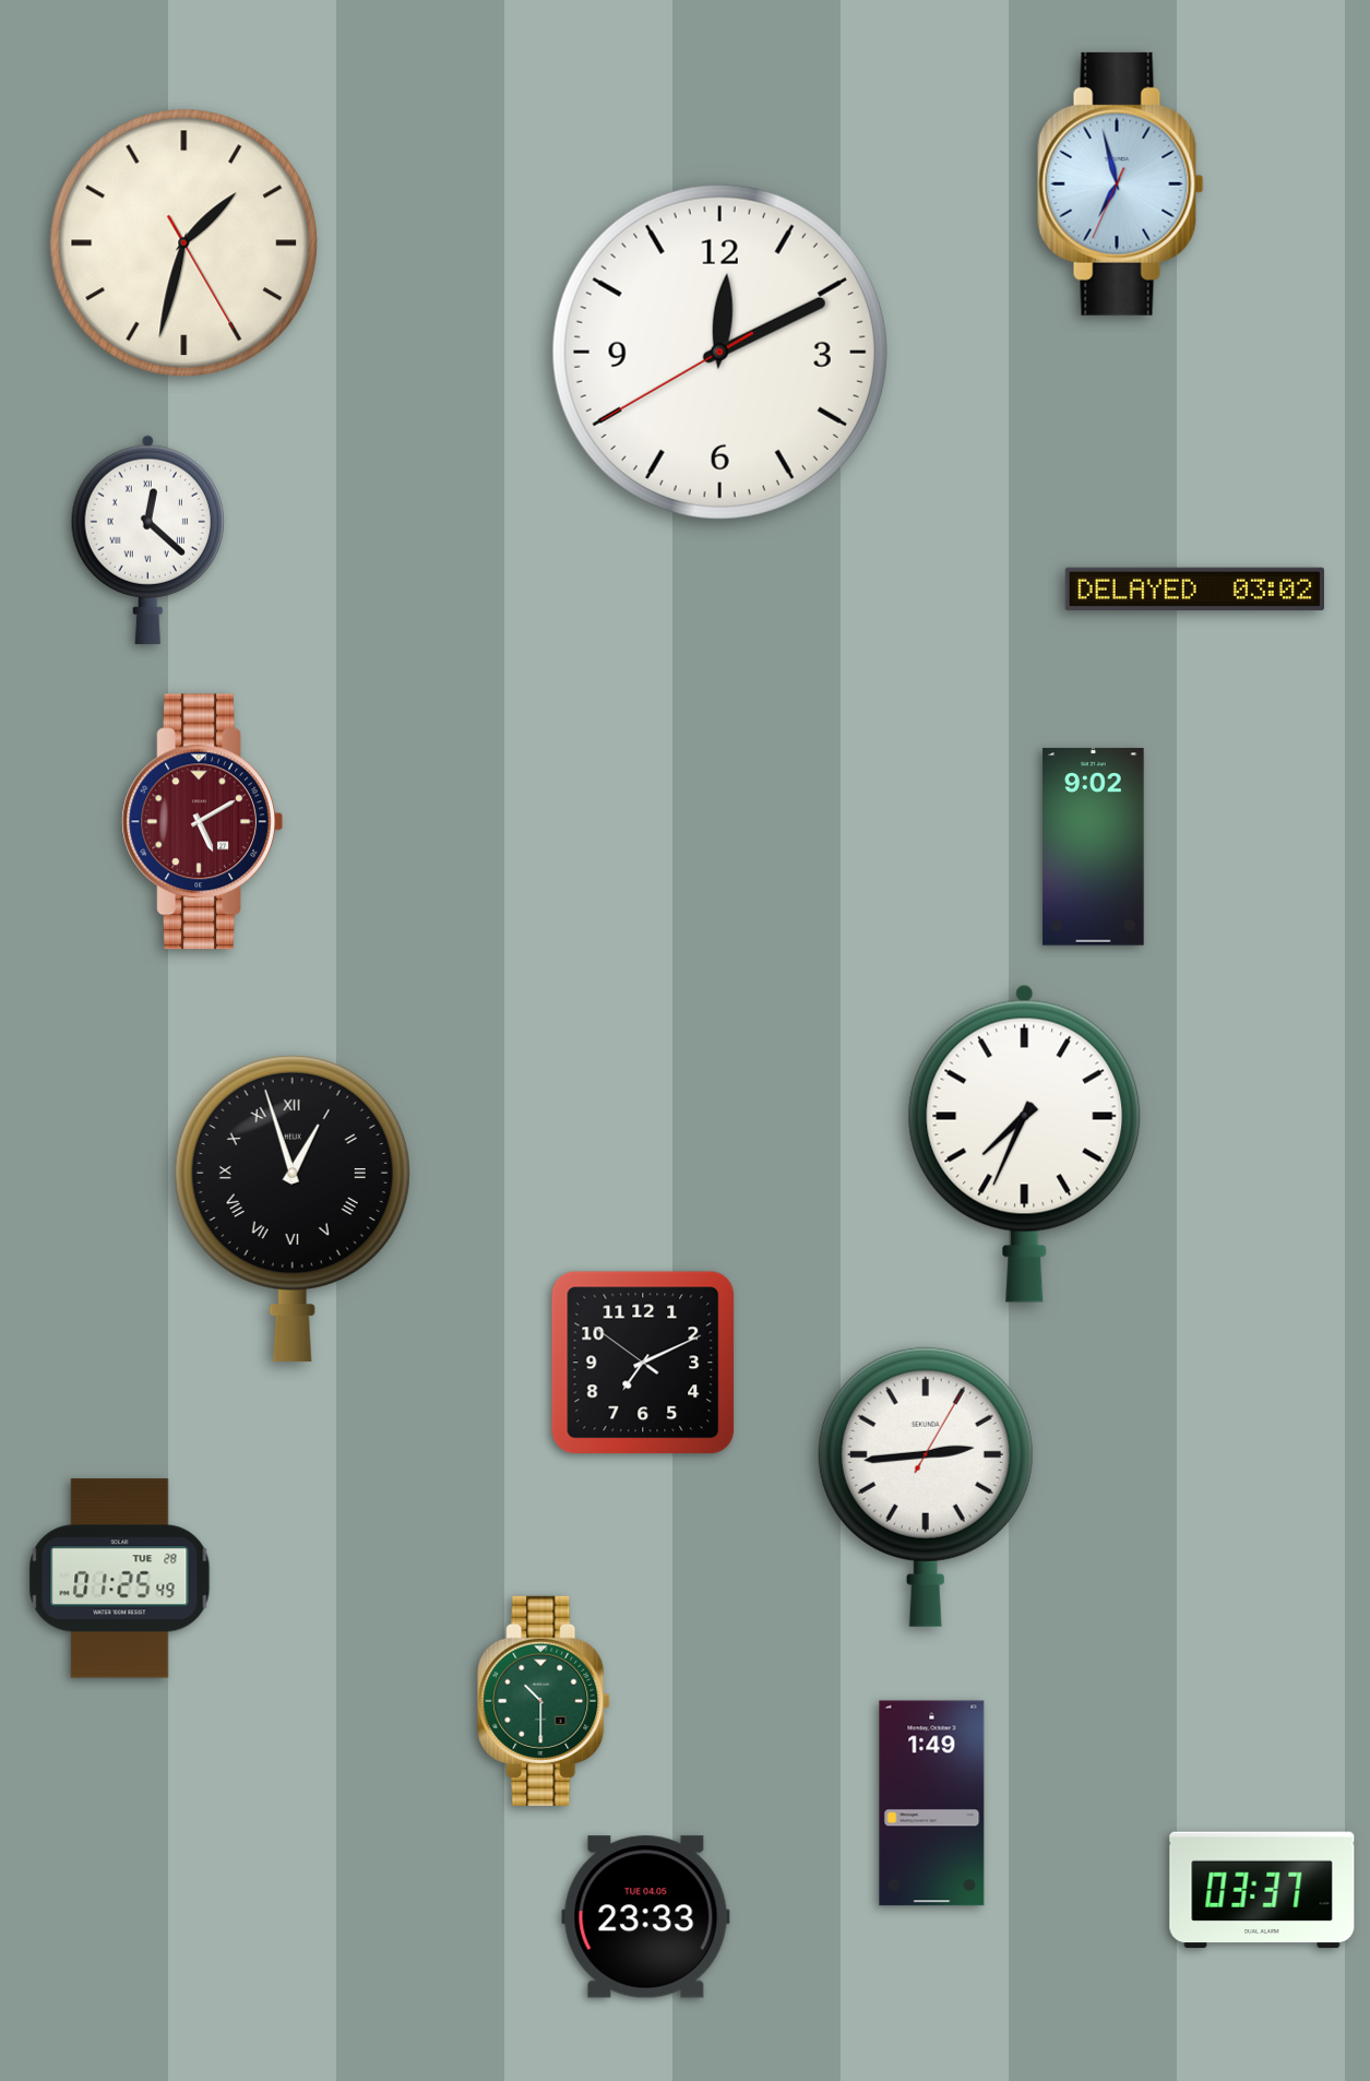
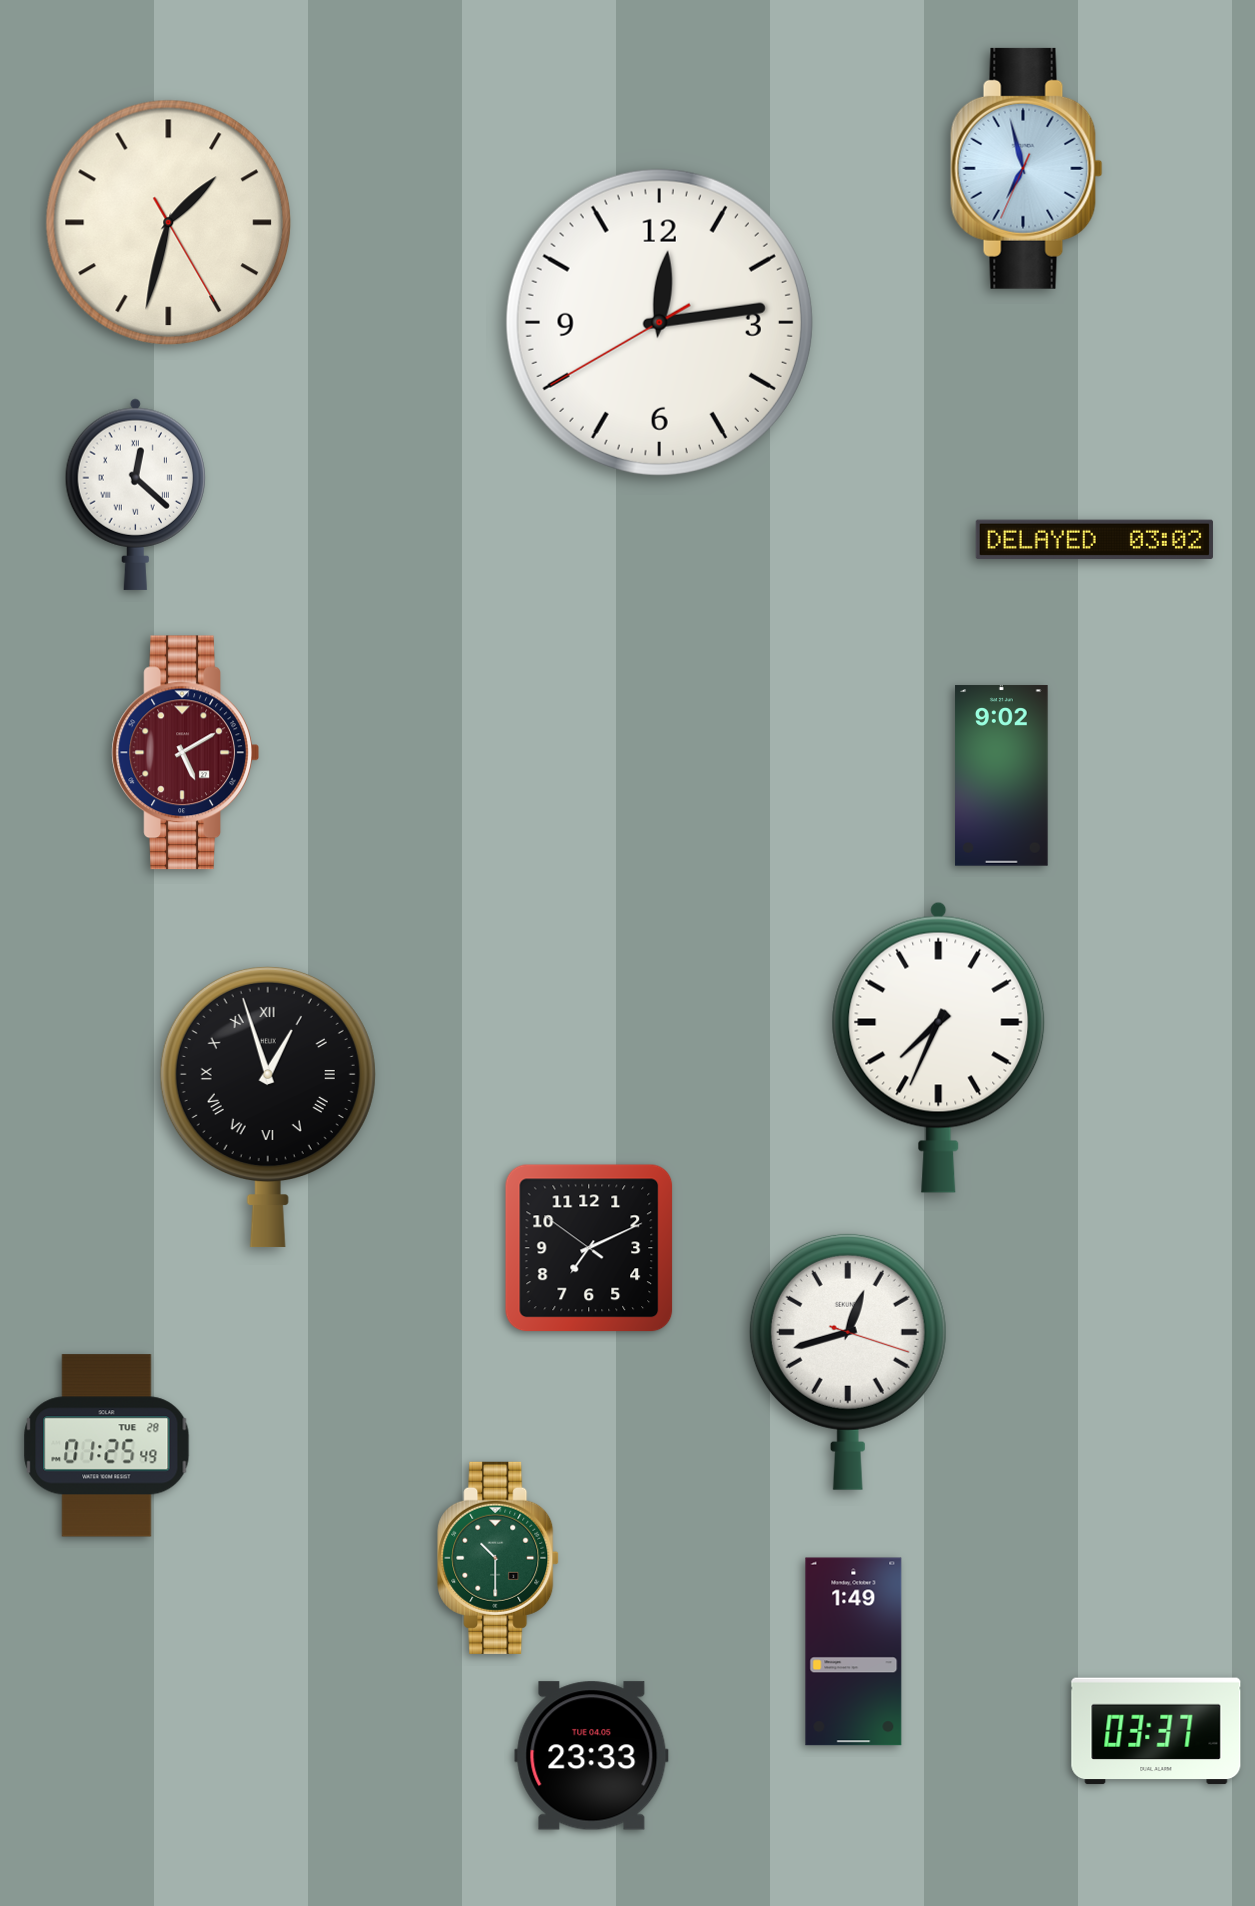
clock at (719, 352): 12:10 -> 12:13
clock at (926, 1486): 2:44 -> 12:42
clock at (120, 1579) position: (120, 1579) -> (107, 1446)
